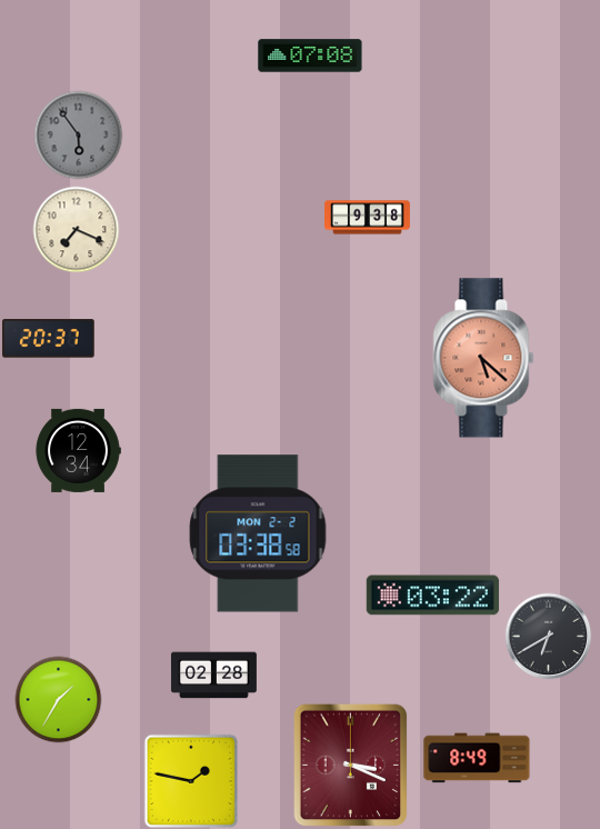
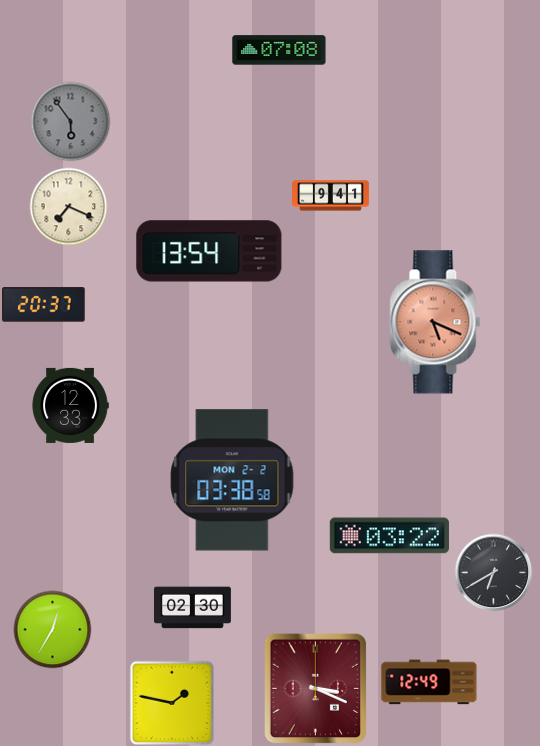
clock at (368, 218): 9:38 -> 9:41
clock at (209, 251): none -> 13:54
clock at (483, 358): 5:22 -> 5:19
clock at (78, 450): 12:34 -> 12:33
clock at (213, 676): 02:28 -> 02:30
clock at (58, 699): 1:35 -> 12:35
clock at (477, 758): 8:49 -> 12:49
